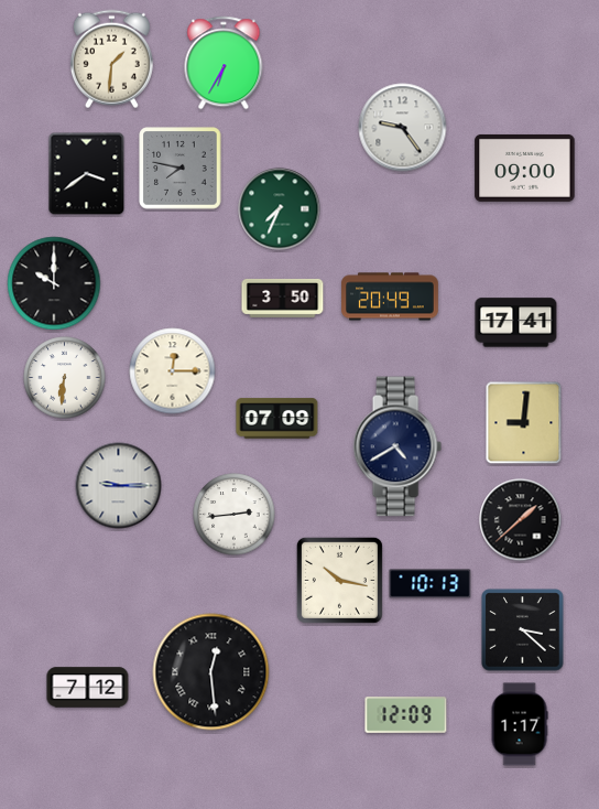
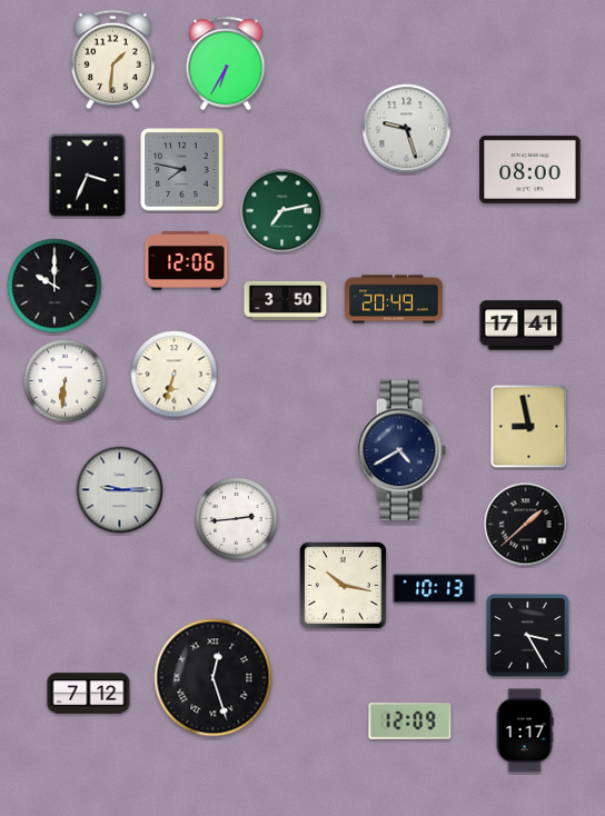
clock at (403, 128): 9:24 -> 9:27
clock at (525, 168): 09:00 -> 08:00
clock at (87, 174): 3:39 -> 3:34
clock at (280, 209): 7:34 -> 7:13
clock at (187, 260): none -> 12:06
clock at (173, 371): 12:15 -> 6:33
clock at (277, 419): 07:09 -> none
clock at (524, 423): 9:01 -> 8:58
clock at (523, 630): 3:22 -> 3:25
clock at (211, 672): 12:29 -> 12:27
